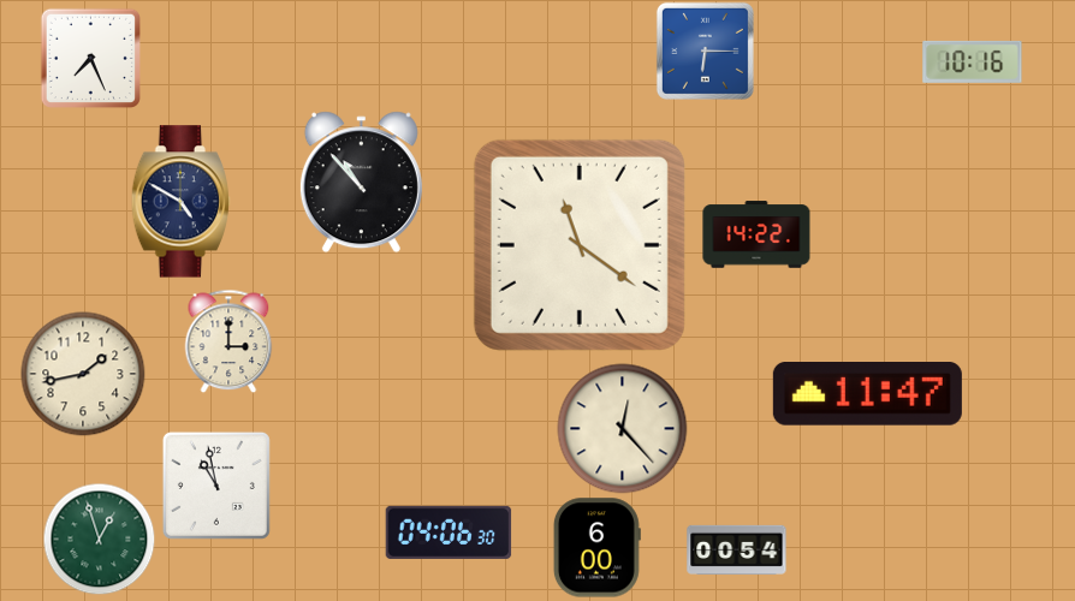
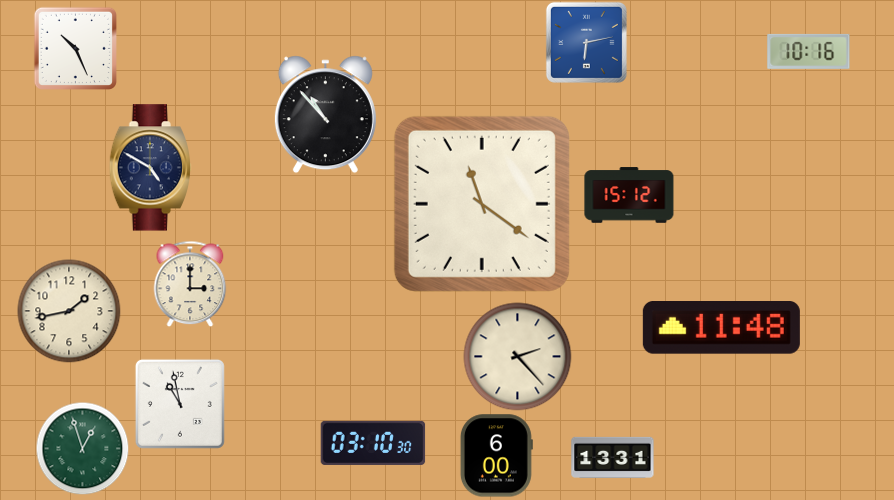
clock at (705, 50): 6:15 -> 6:13
clock at (90, 58): 7:26 -> 10:26
clock at (361, 183) position: (361, 183) -> (325, 115)
clock at (756, 234): 14:22 -> 15:12
clock at (867, 394): 11:47 -> 11:48
clock at (623, 429): 12:23 -> 2:23
clock at (449, 532): 04:06 -> 03:10
clock at (737, 549): 00:54 -> 13:31
